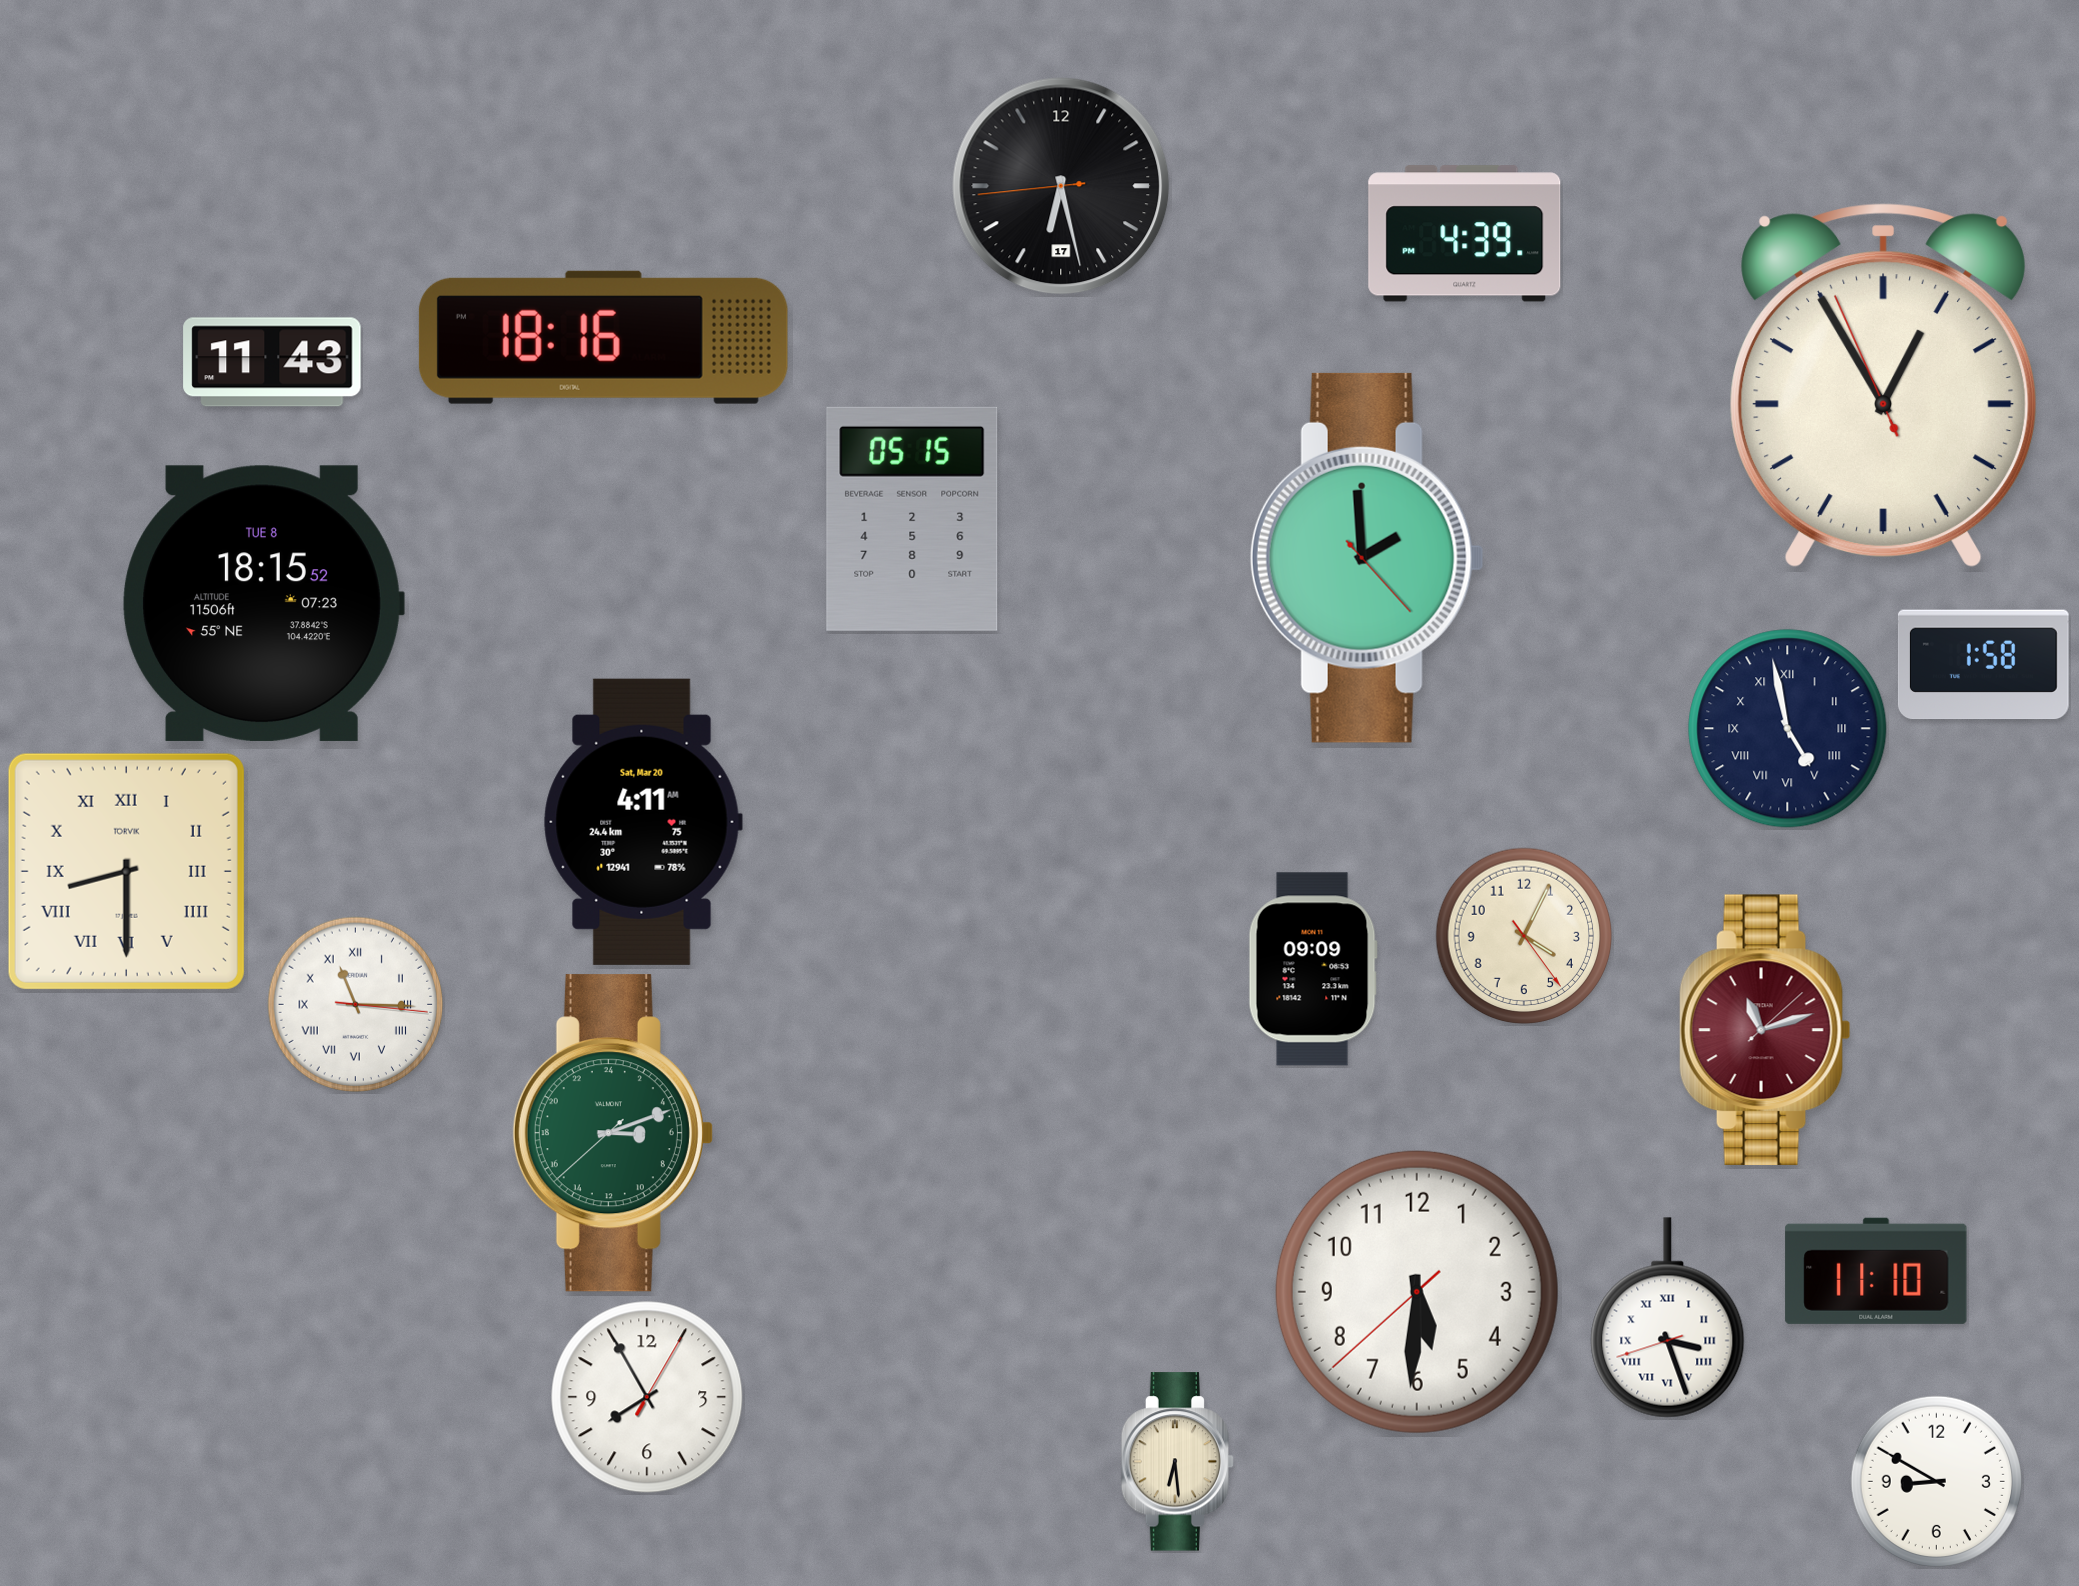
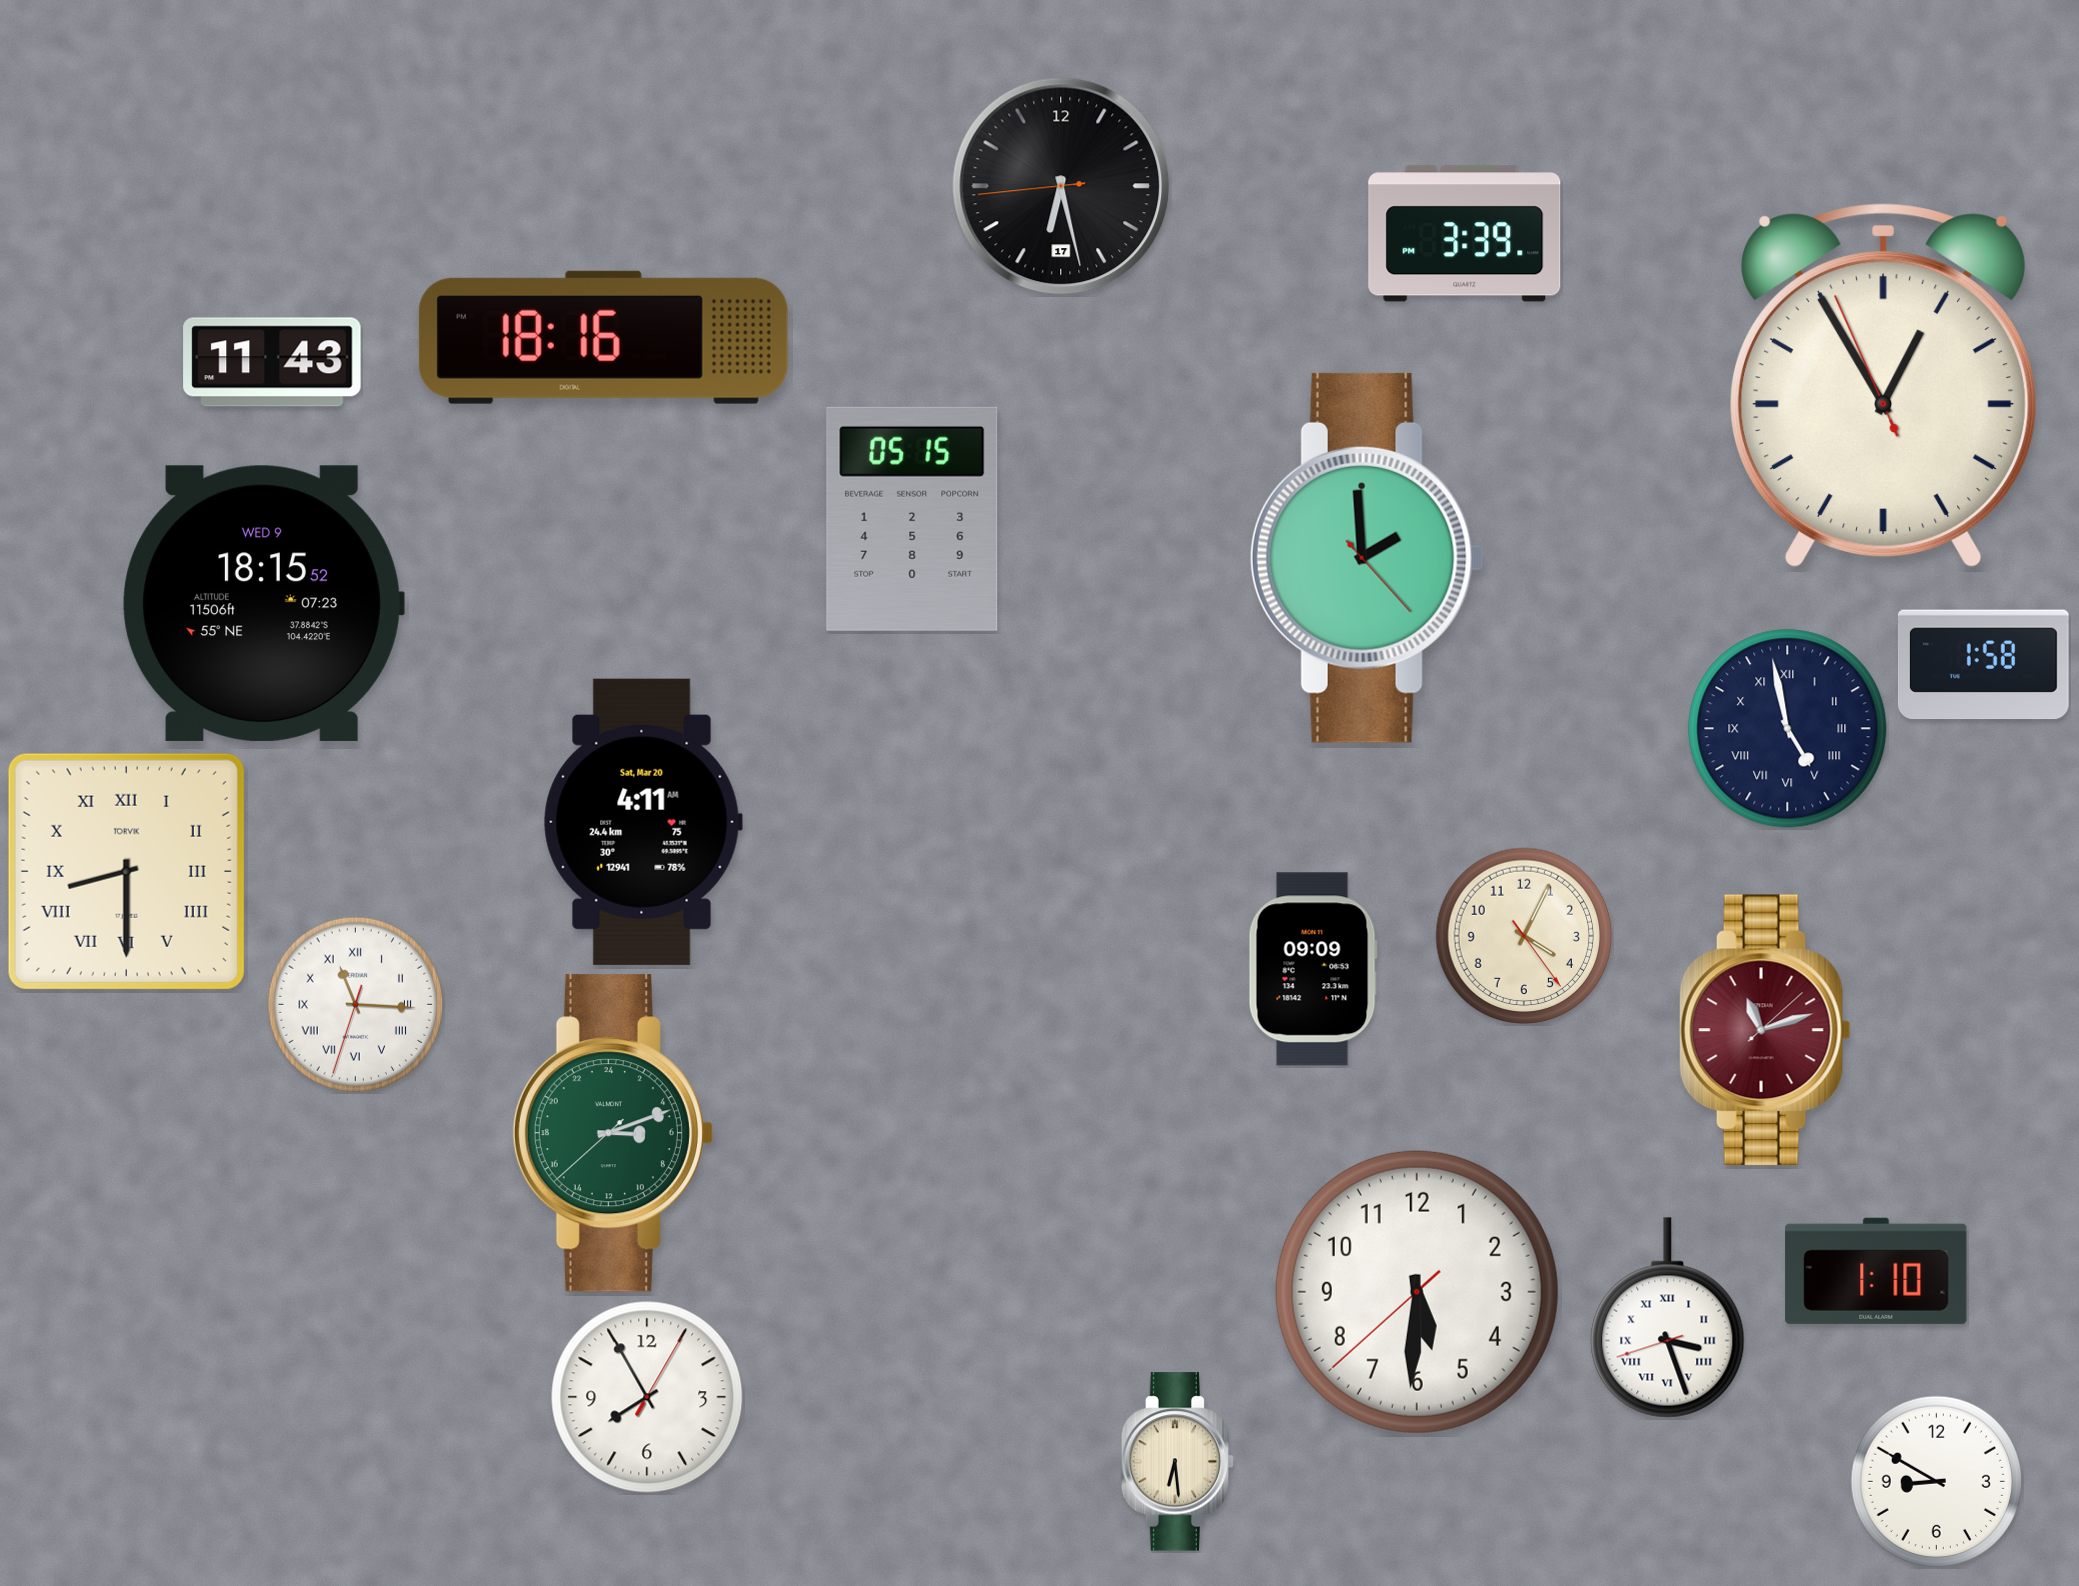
clock at (1465, 234): 4:39 -> 3:39
clock at (263, 603) date: TUE 8 -> WED 9
clock at (356, 1005): 11:15:16 -> 11:15:33
clock at (1876, 1271): 11:10 -> 1:10
